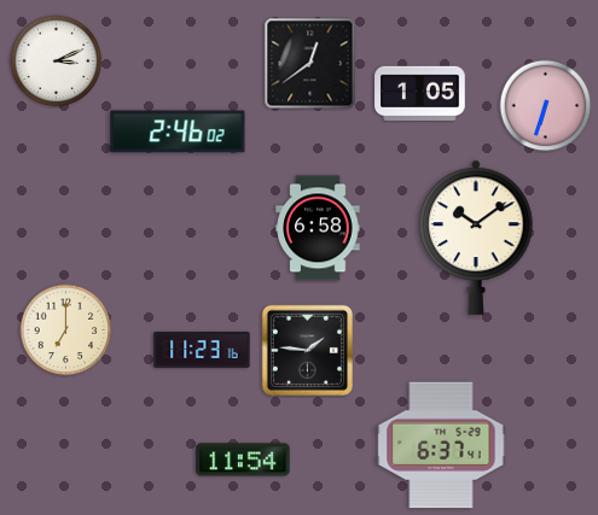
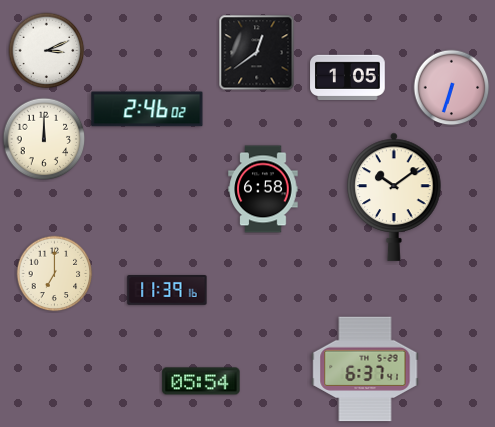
clock at (44, 139): none -> 12:00
clock at (307, 350): 1:46 -> none
clock at (202, 351): 11:23 -> 11:39
clock at (243, 460): 11:54 -> 05:54
